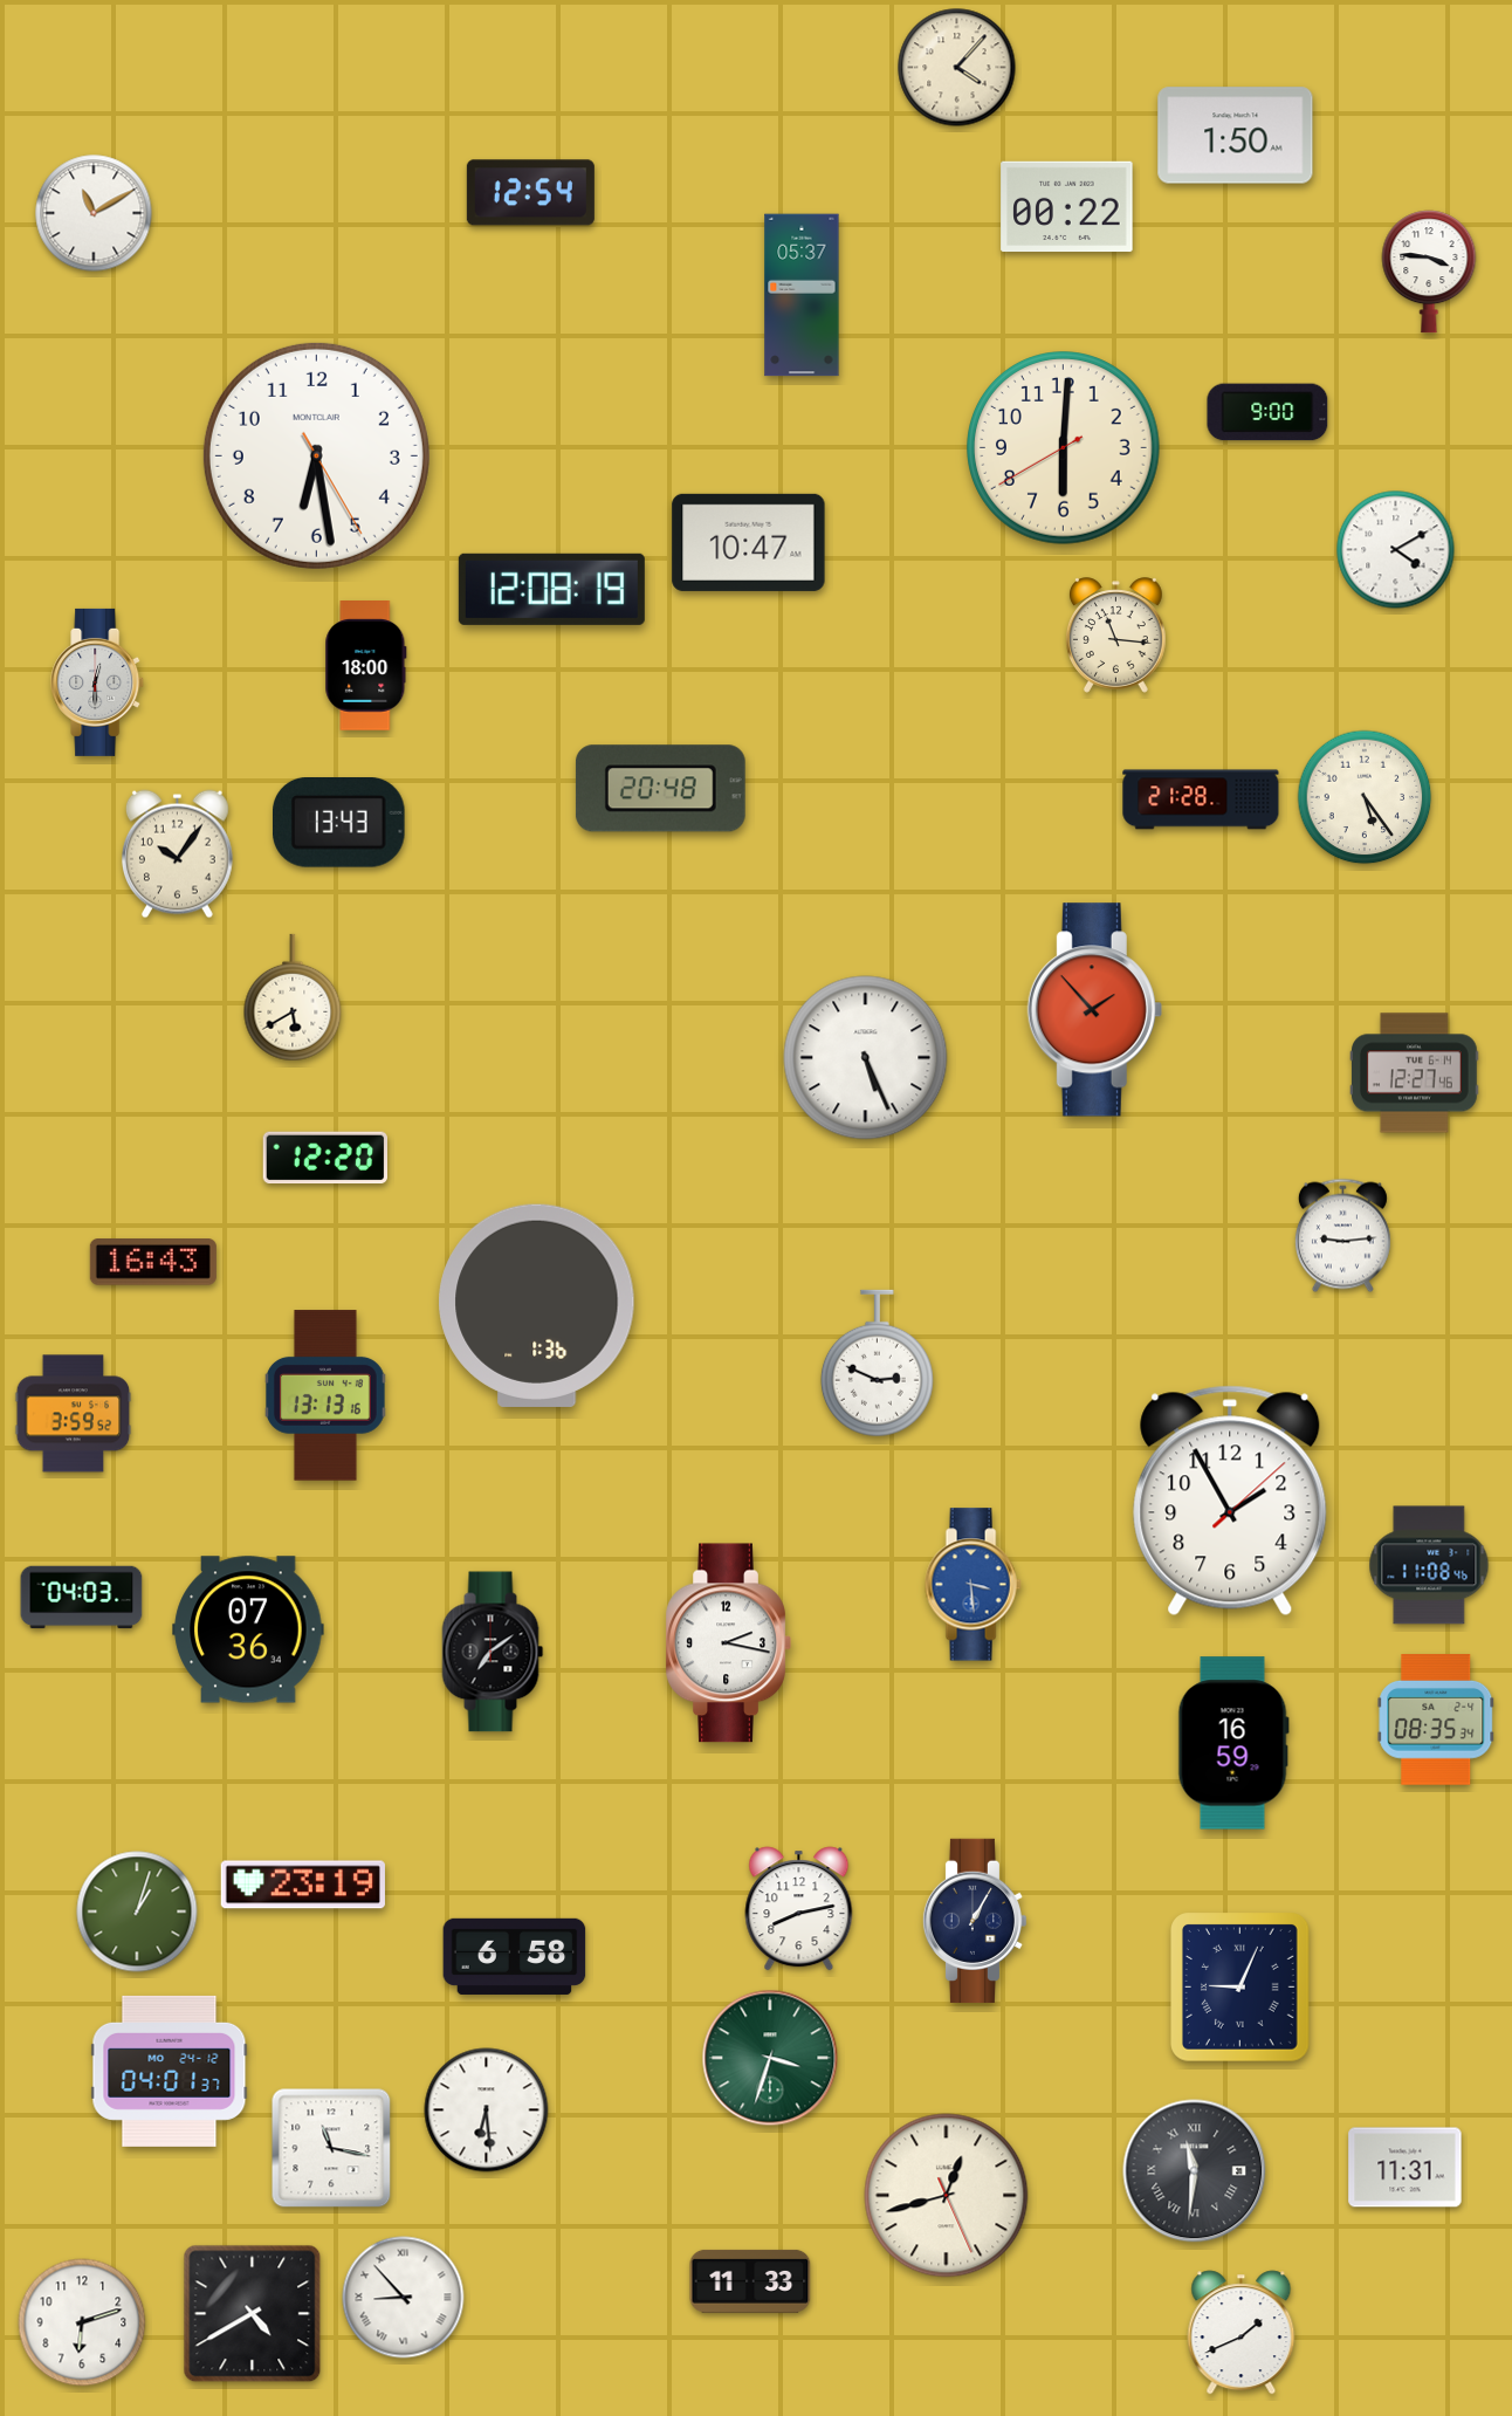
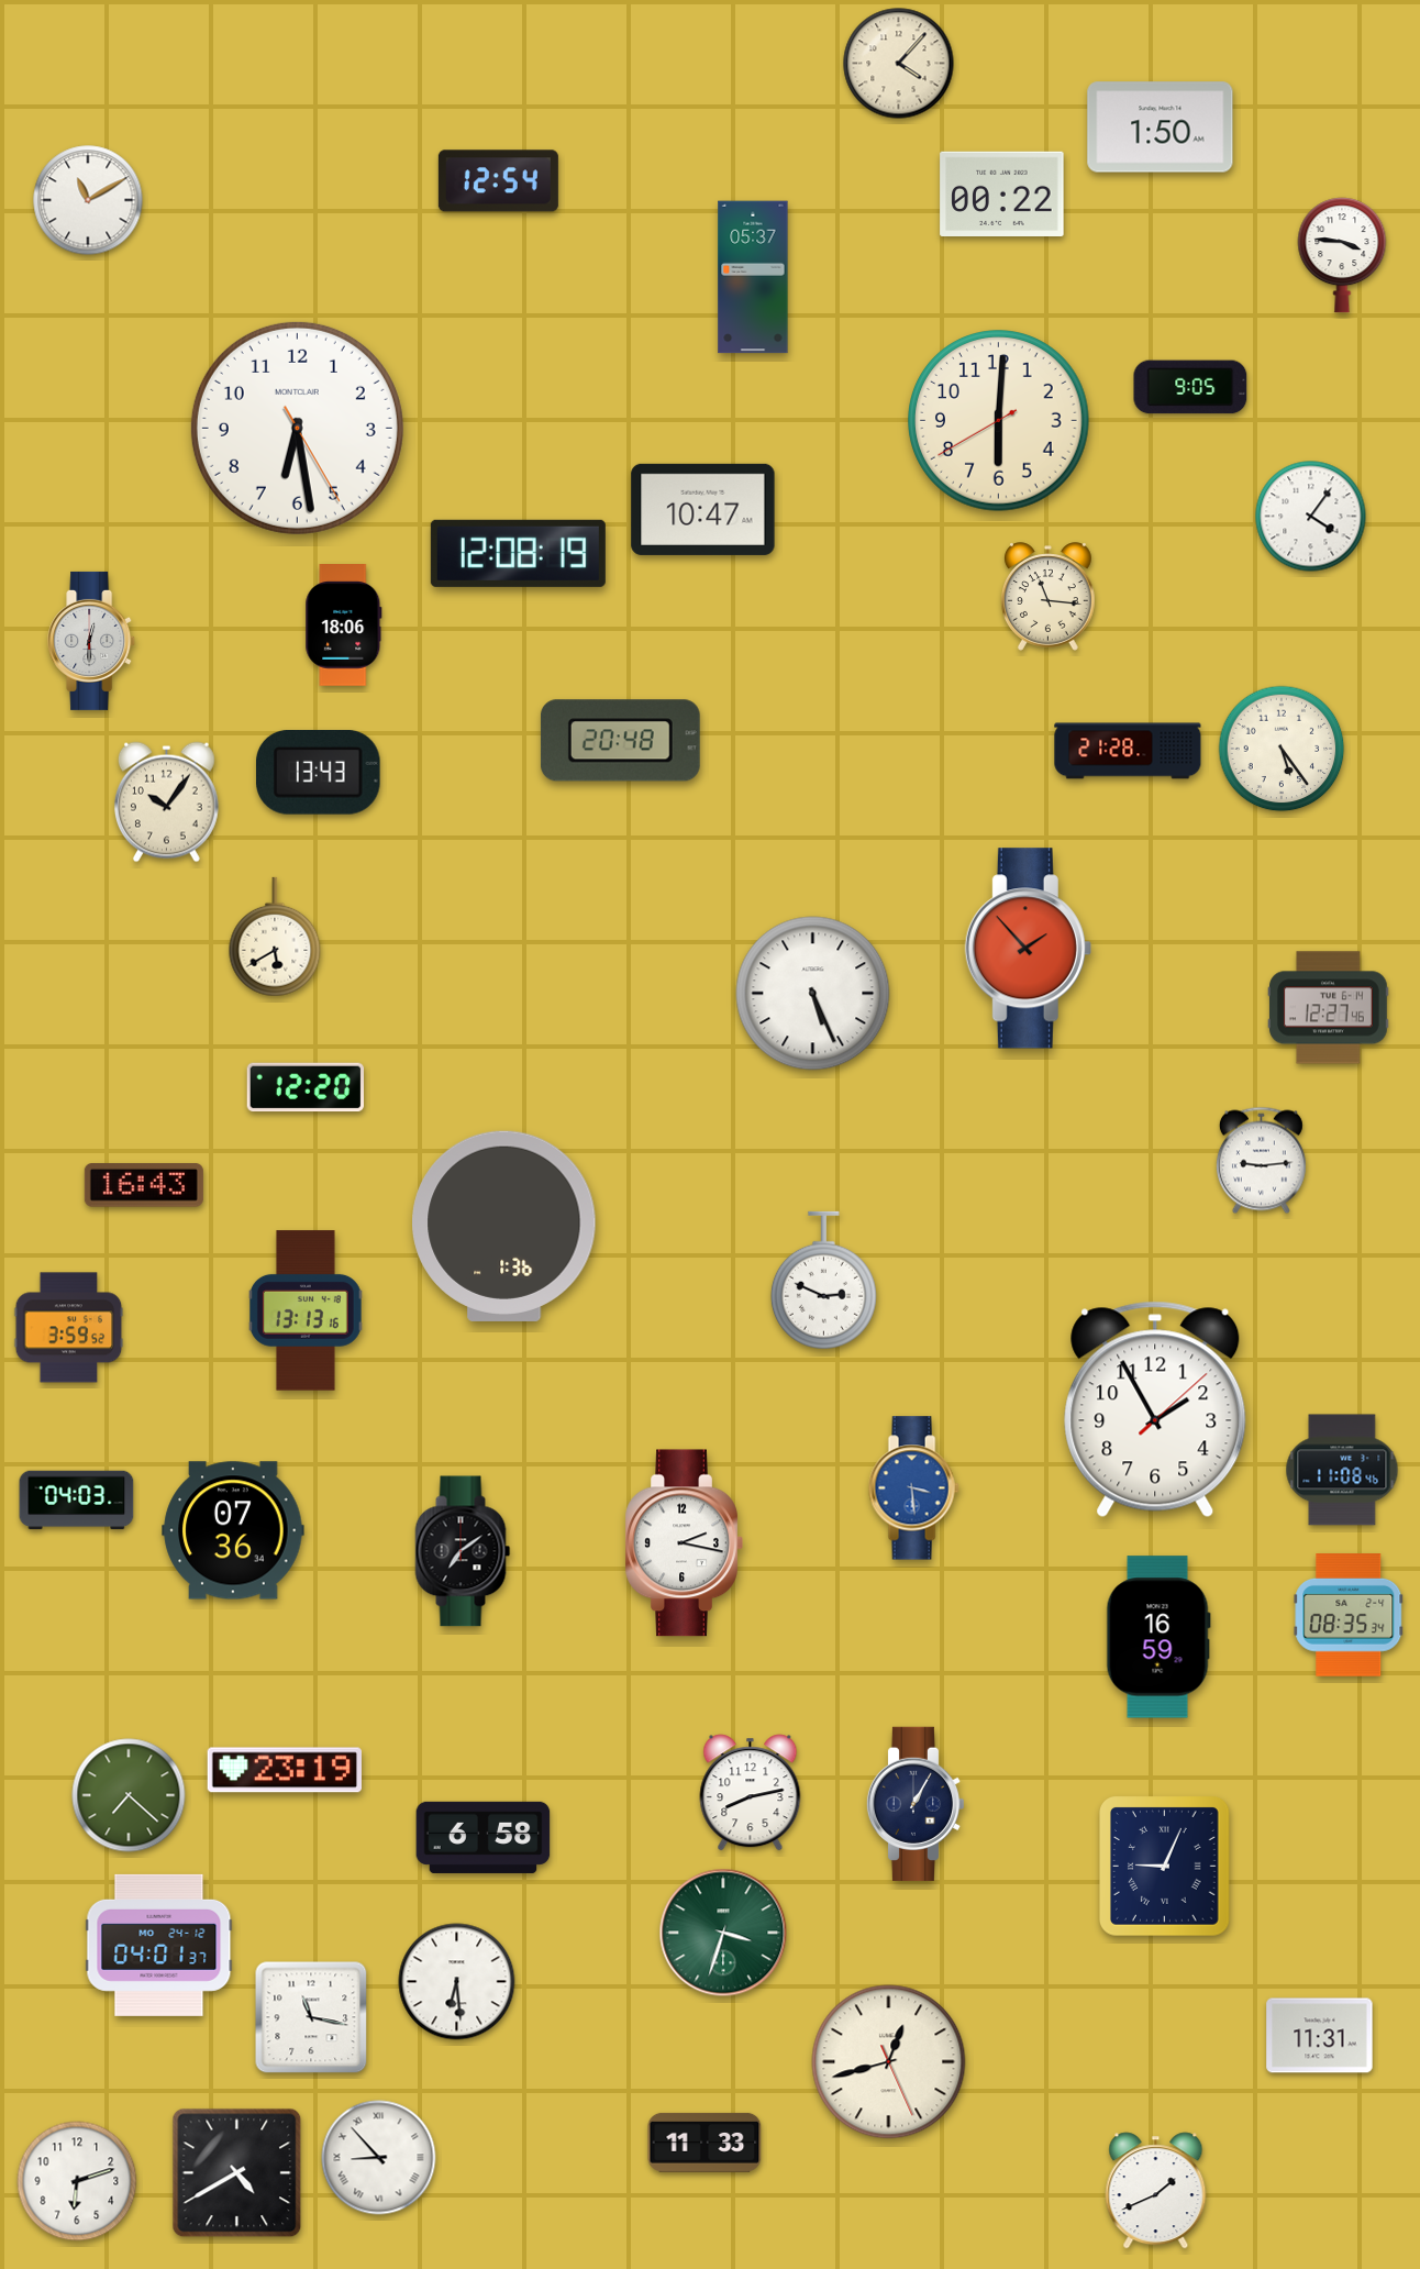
clock at (1267, 412): 9:00 -> 9:05
clock at (1396, 550): 4:10 -> 4:06
clock at (366, 666): 18:00 -> 18:06
clock at (137, 1911): 1:03 -> 7:22
clock at (1195, 2171): 11:31 -> none
clock at (1242, 2333) position: (1242, 2333) -> (1156, 2191)
